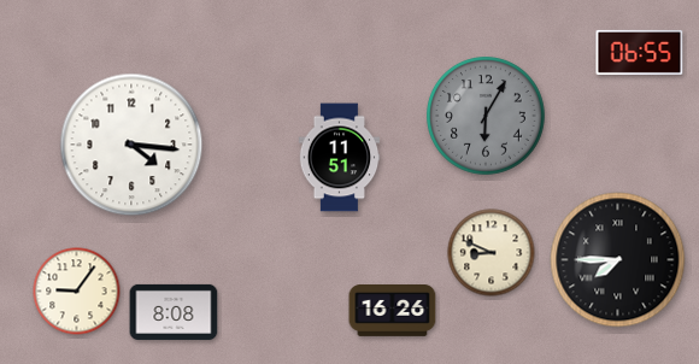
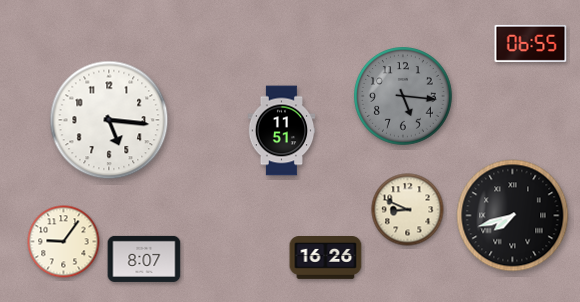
clock at (487, 117): 6:05 -> 5:16
clock at (131, 145): 4:16 -> 5:16
clock at (618, 260): 7:45 -> 7:42
clock at (174, 312): 8:08 -> 8:07
